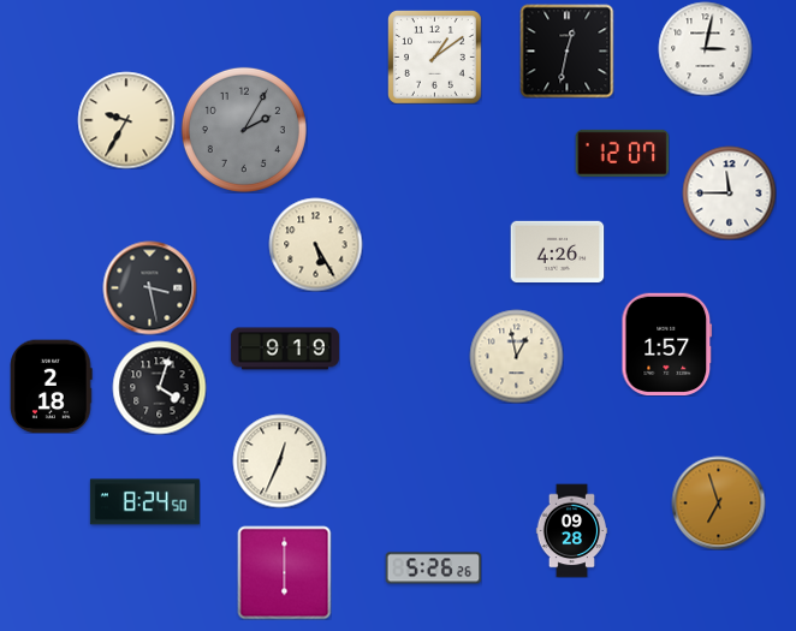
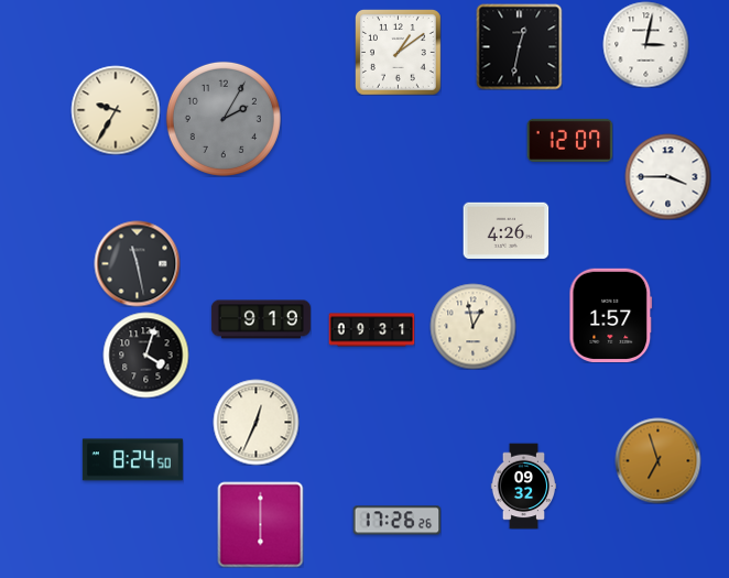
clock at (729, 192): 11:45 -> 3:45
clock at (315, 244): 5:25 -> none
clock at (557, 251) position: (557, 251) -> (505, 230)
clock at (149, 287): 3:28 -> 11:28
clock at (371, 330): none -> 09:31
clock at (52, 386): 2:18 -> none
clock at (572, 530): 09:28 -> 09:32
clock at (433, 569): 5:26 -> 17:26
